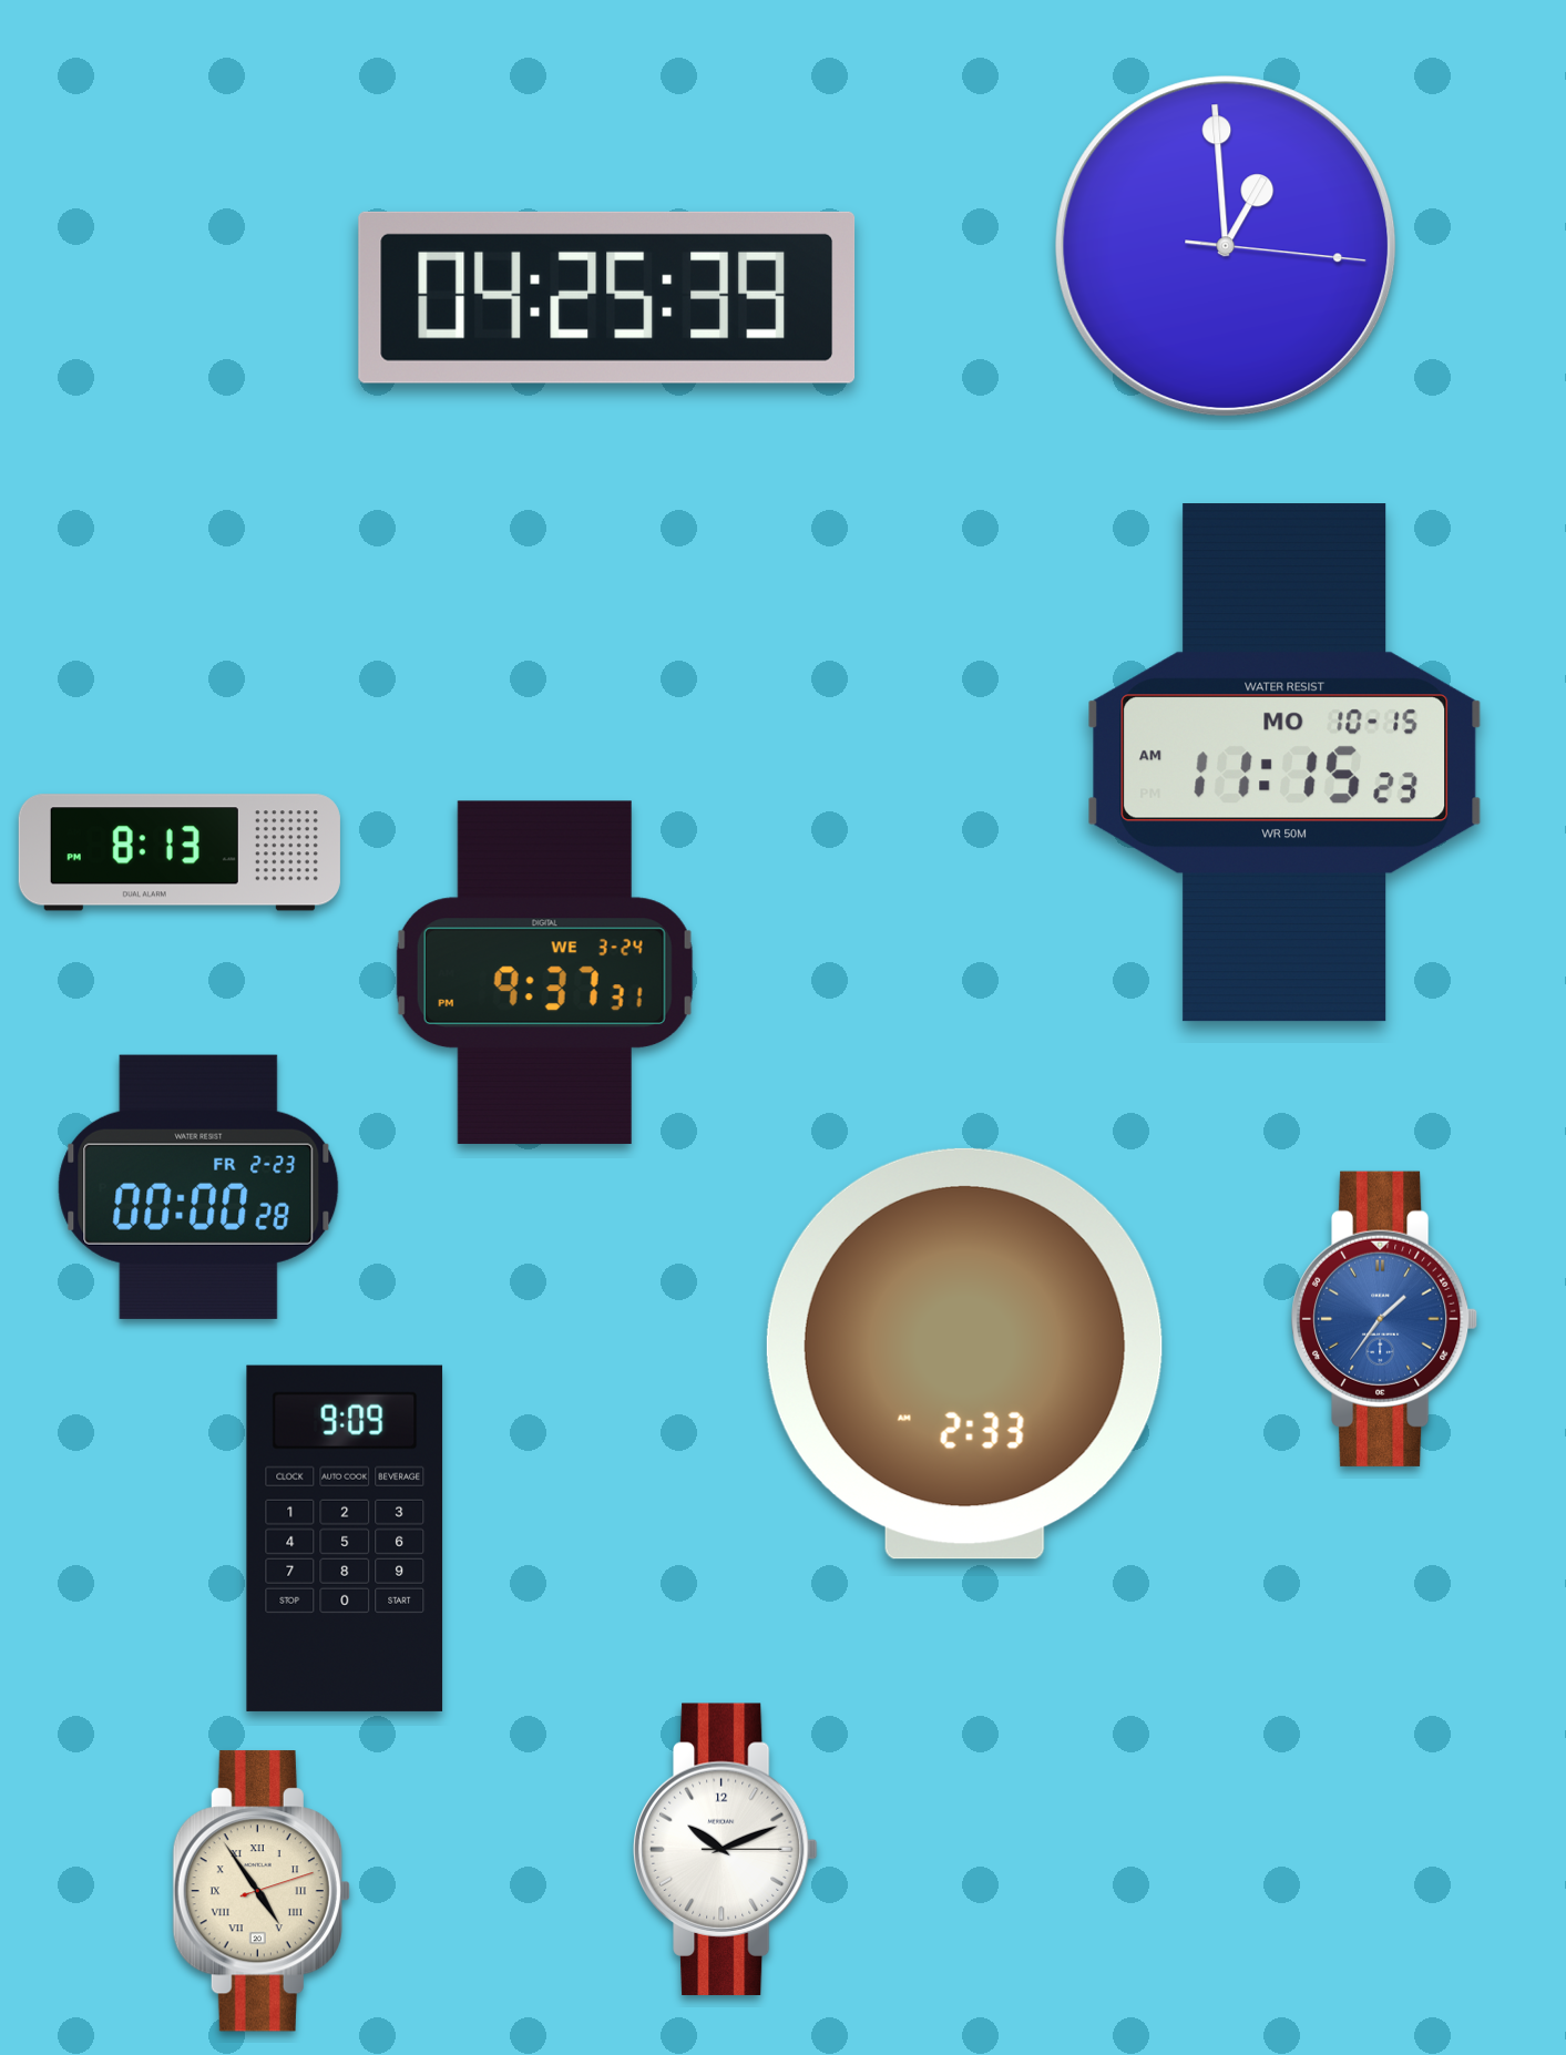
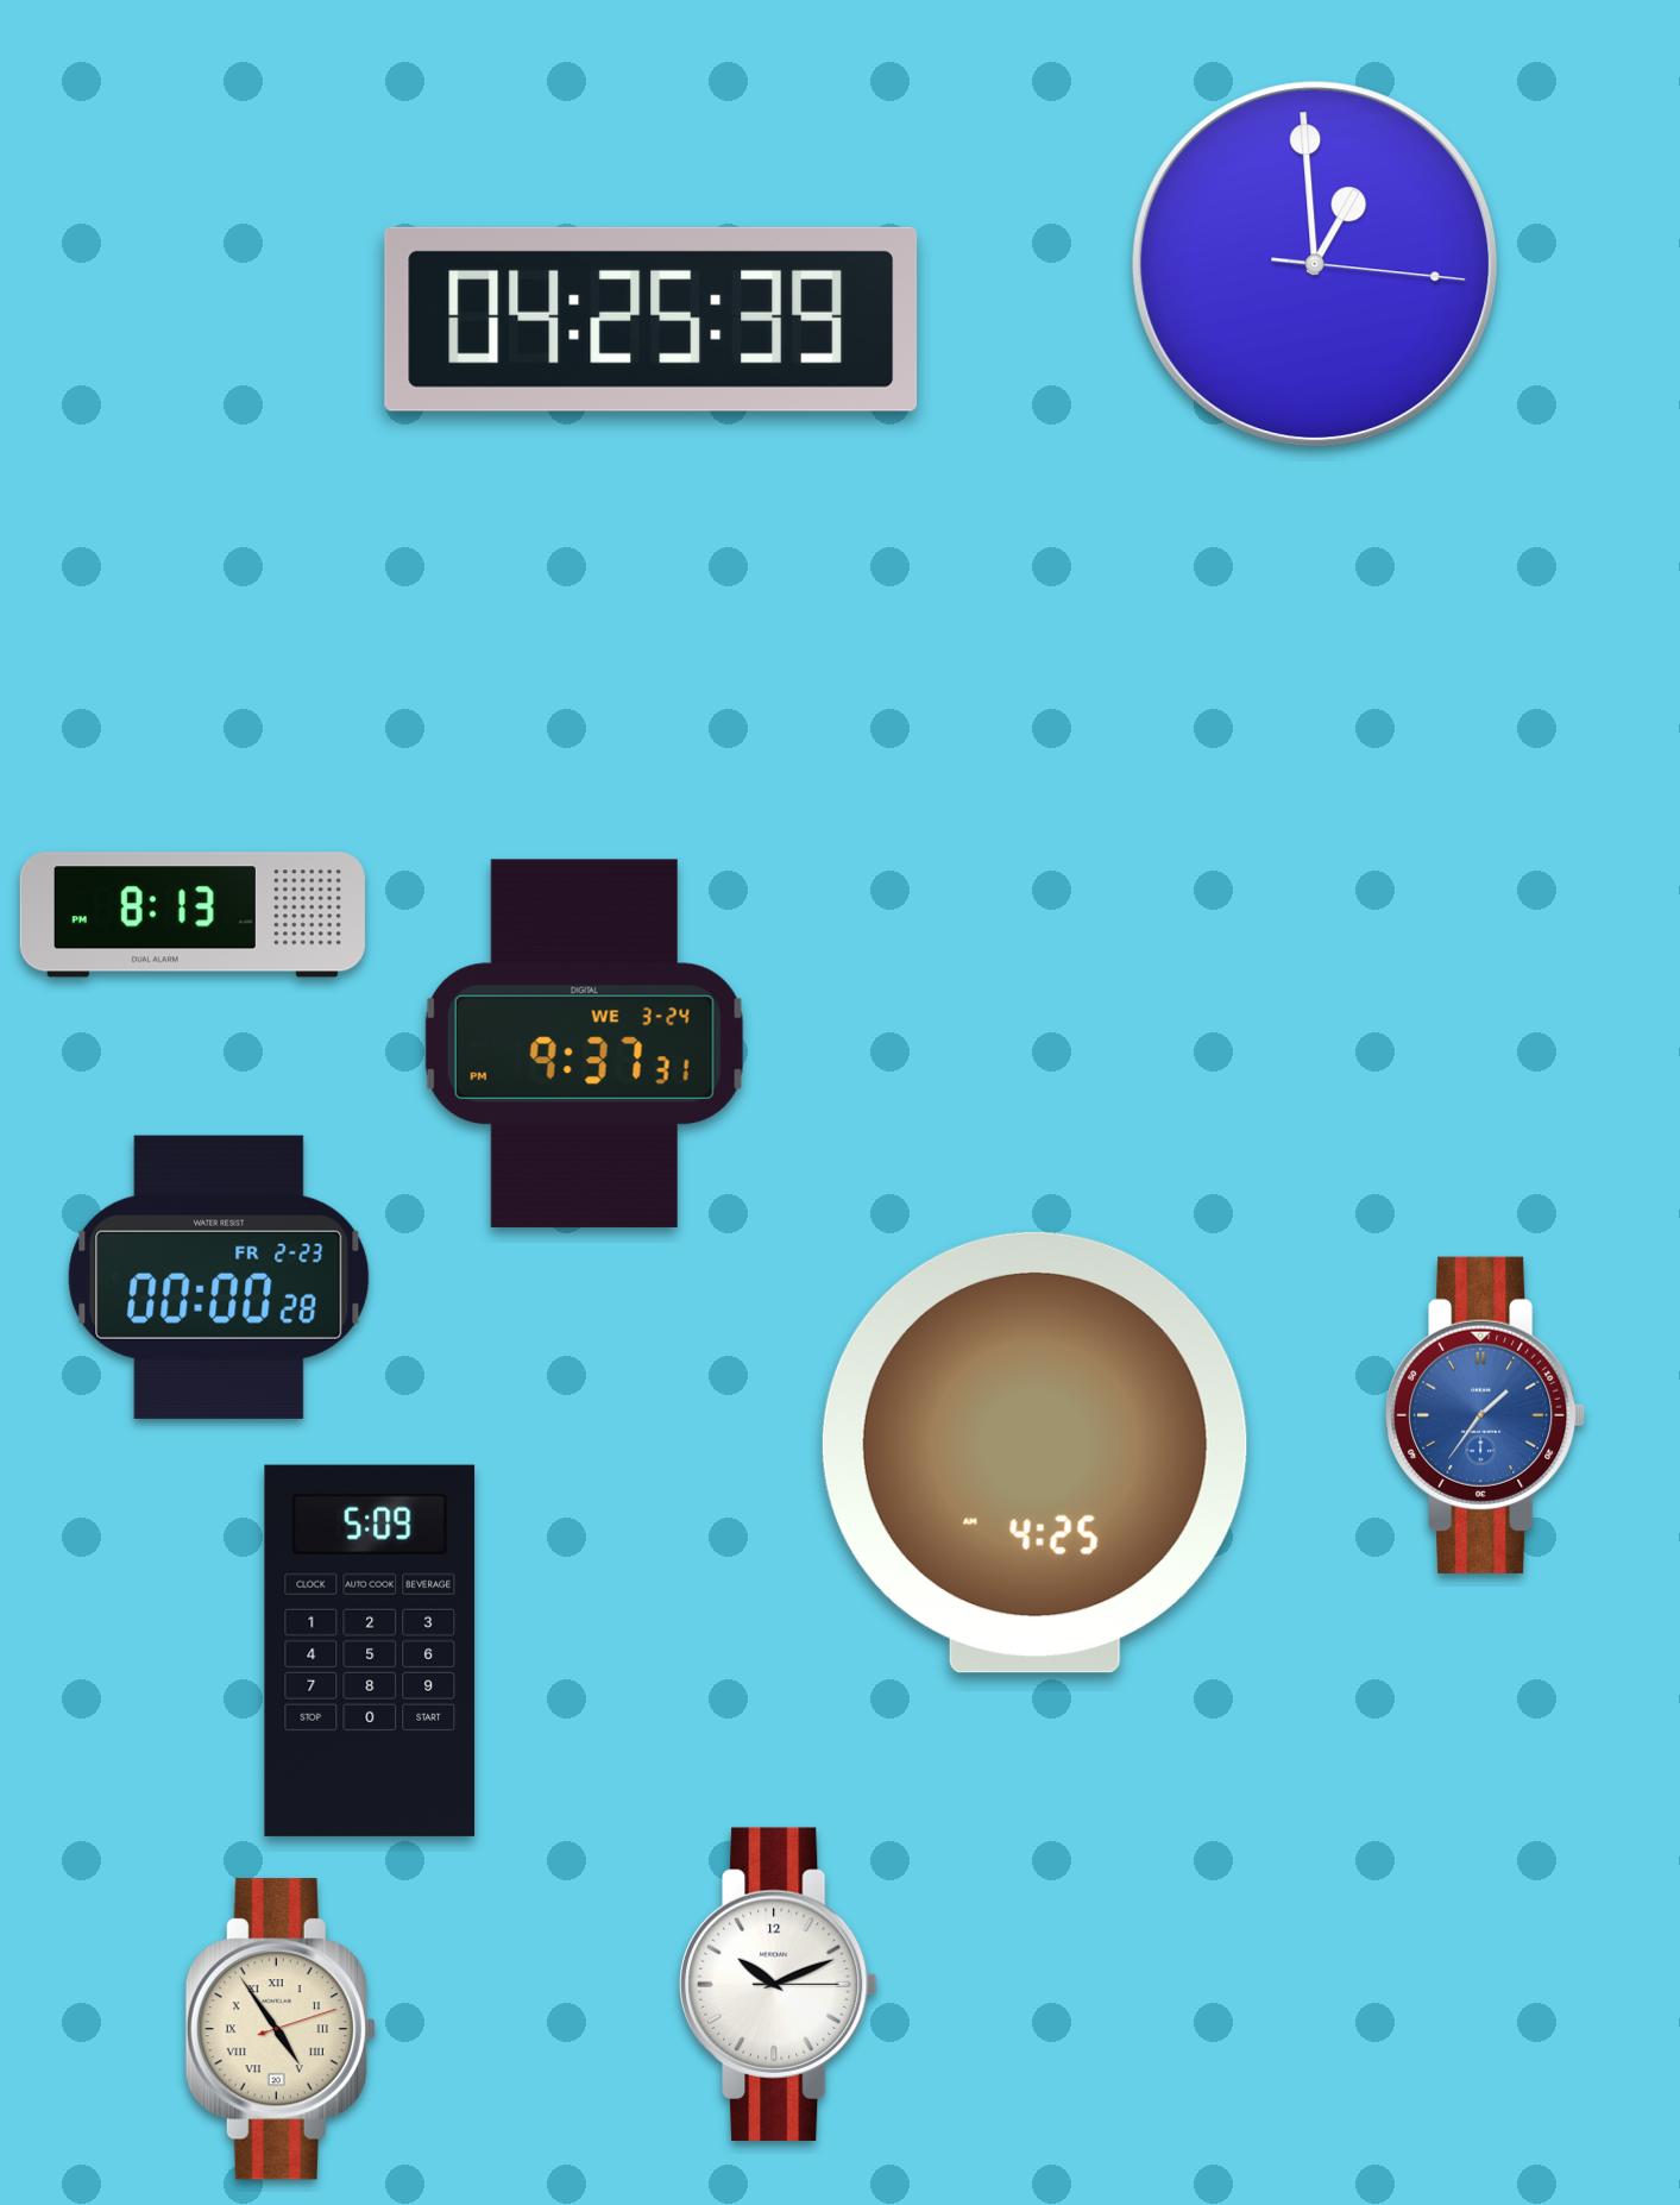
clock at (1284, 763): 11:15 -> none
clock at (198, 1187) position: (198, 1187) -> (219, 1277)
clock at (964, 1353): 2:33 -> 4:25
clock at (345, 1538): 9:09 -> 5:09
